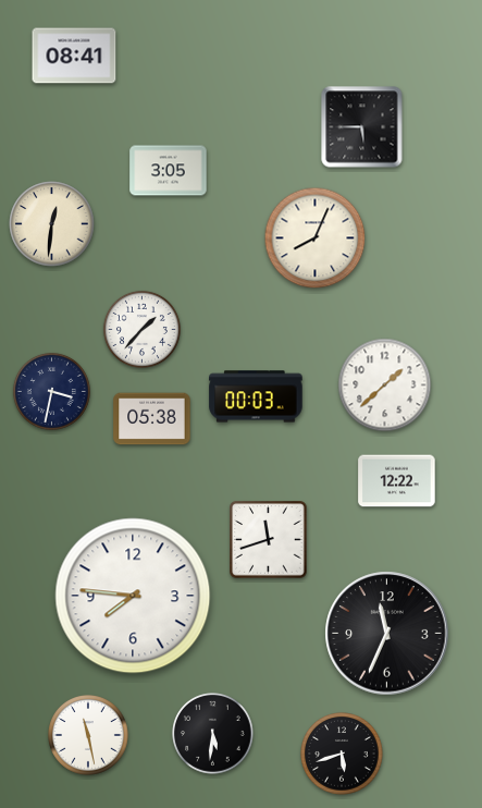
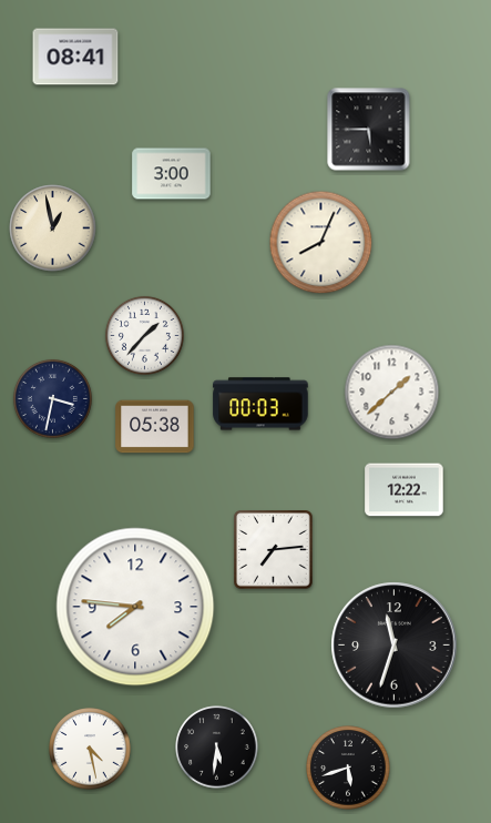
clock at (169, 171): 3:05 -> 3:00
clock at (52, 224): 12:31 -> 12:58
clock at (269, 540): 11:42 -> 7:14
clock at (387, 634): 11:34 -> 11:33
clock at (89, 736): 11:28 -> 4:28
